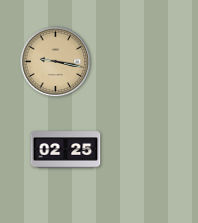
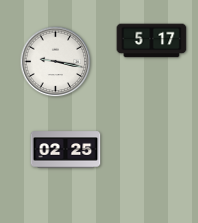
clock at (152, 41): none -> 5:17
clock at (56, 62) dial: champagne -> white
